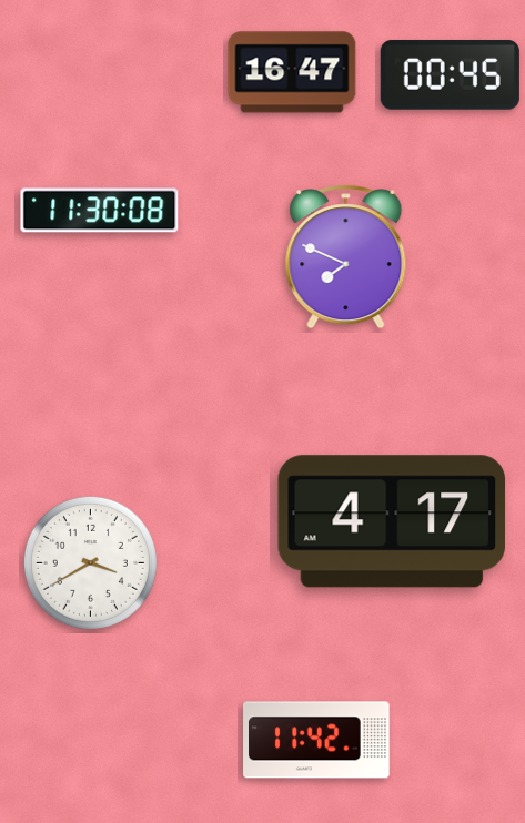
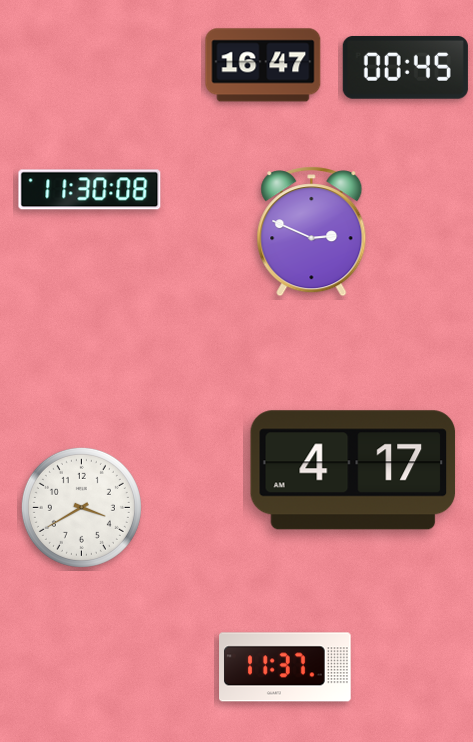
clock at (346, 257): 7:49 -> 2:49
clock at (316, 740): 11:42 -> 11:37
